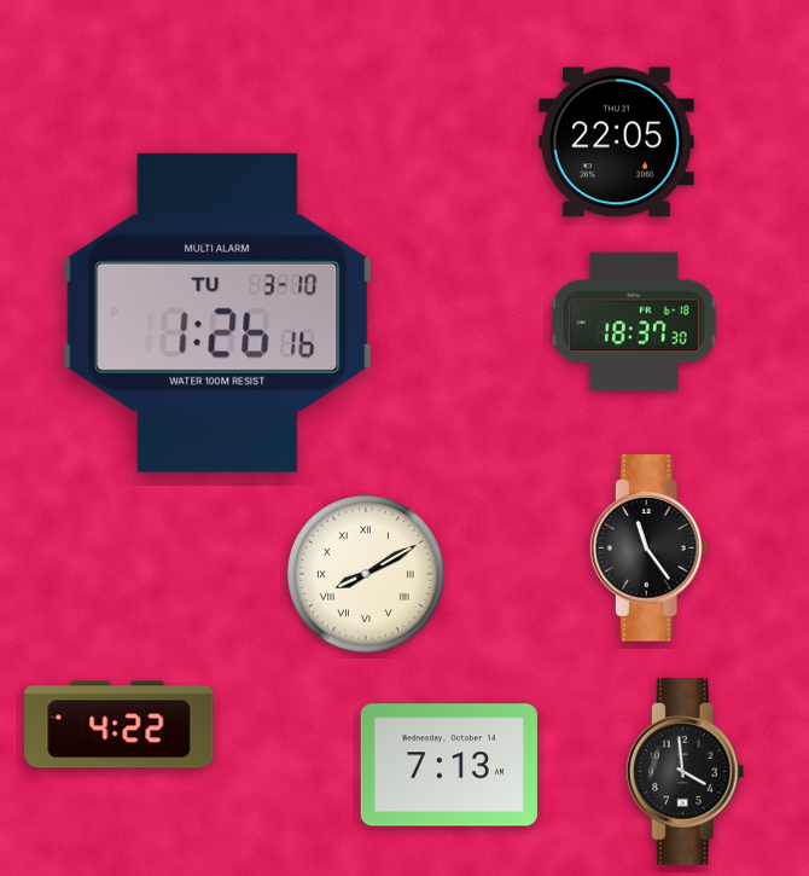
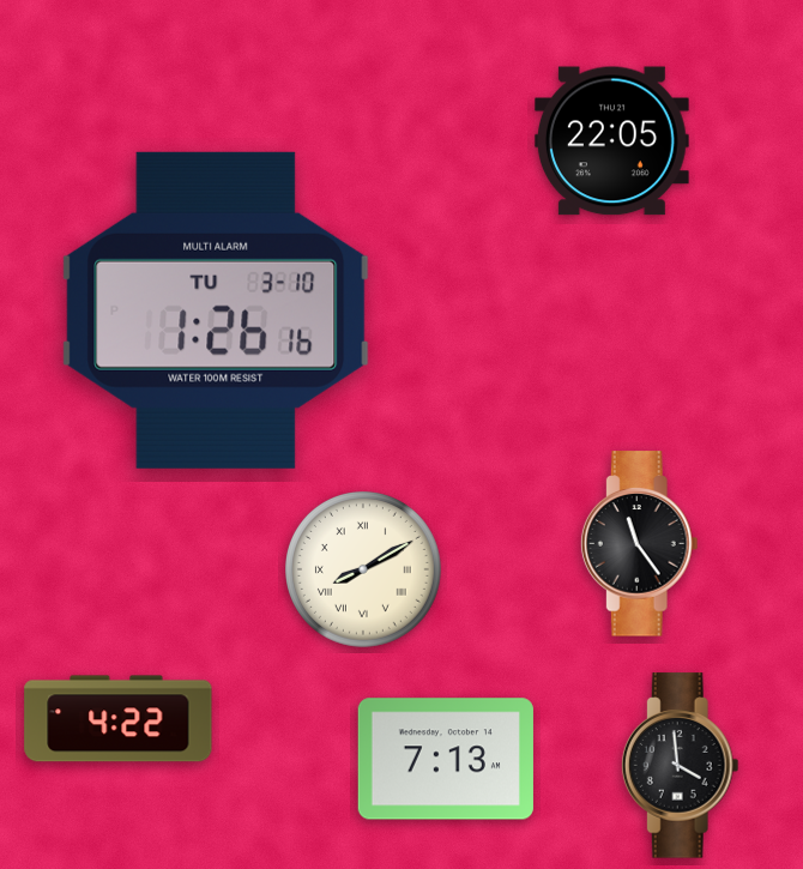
clock at (635, 321): 18:37 -> none
clock at (648, 549) position: (648, 549) -> (639, 544)
